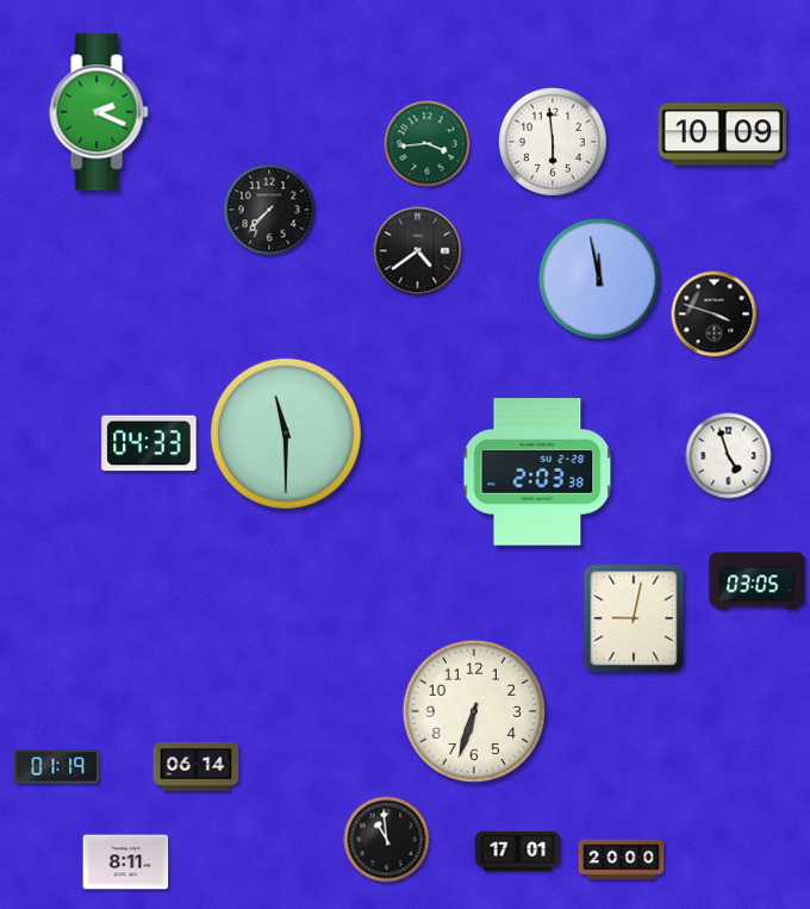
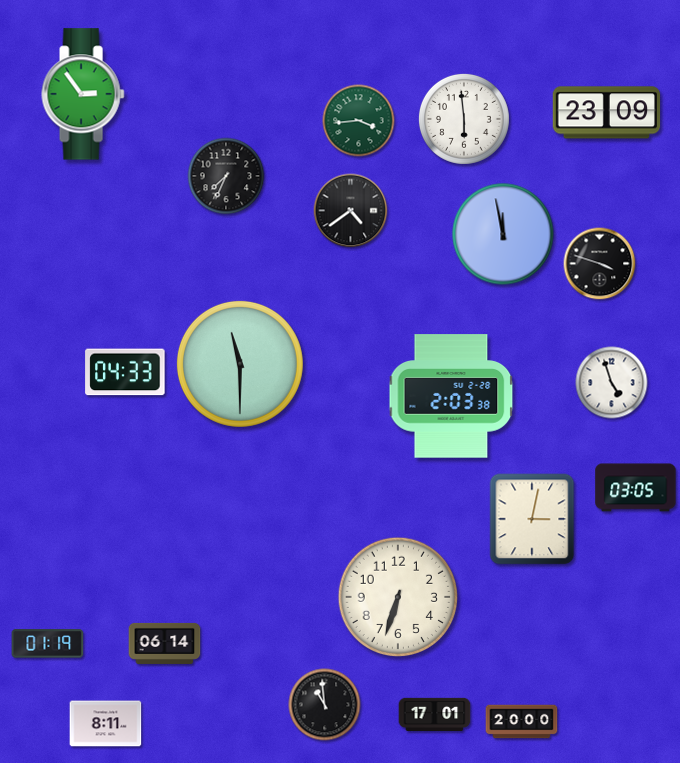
clock at (99, 112): 2:19 -> 2:54
clock at (723, 135): 10:09 -> 23:09
clock at (269, 210): 7:37 -> 7:34
clock at (634, 618): 9:02 -> 3:02
